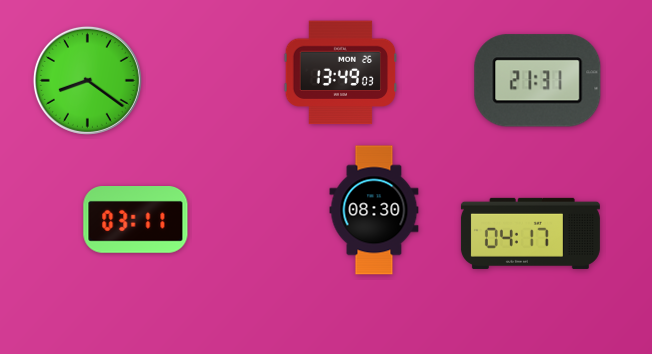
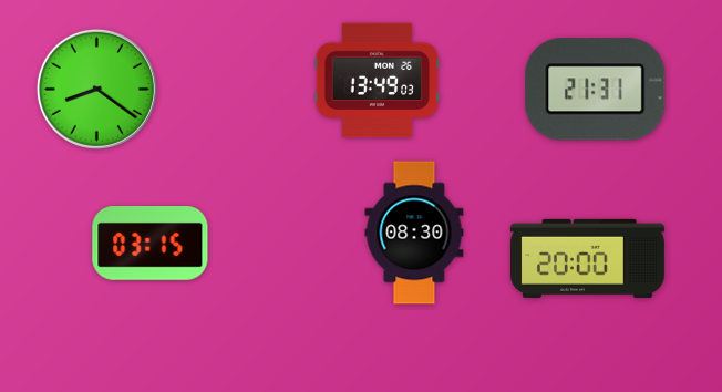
clock at (136, 220): 03:11 -> 03:15
clock at (530, 233): 04:17 -> 20:00
